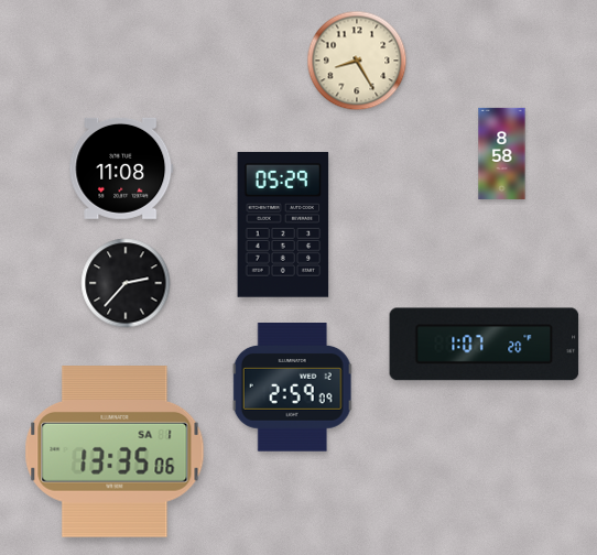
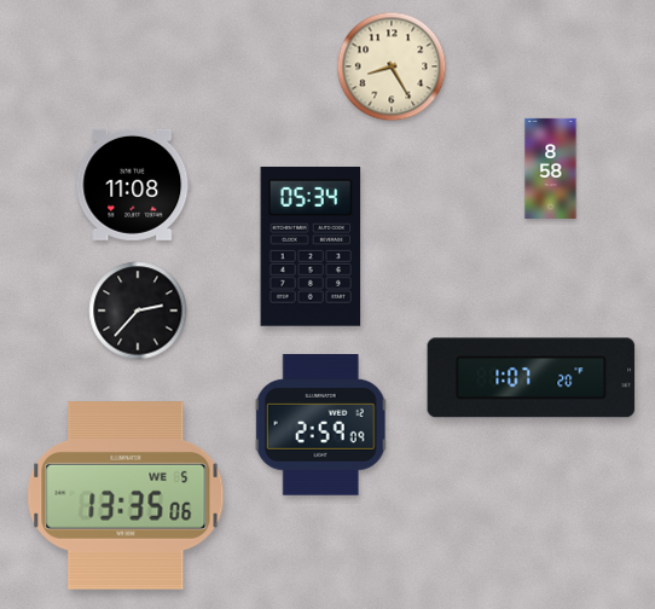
clock at (283, 225): 05:29 -> 05:34
clock at (115, 451) date: SA 1 -> WE 5
